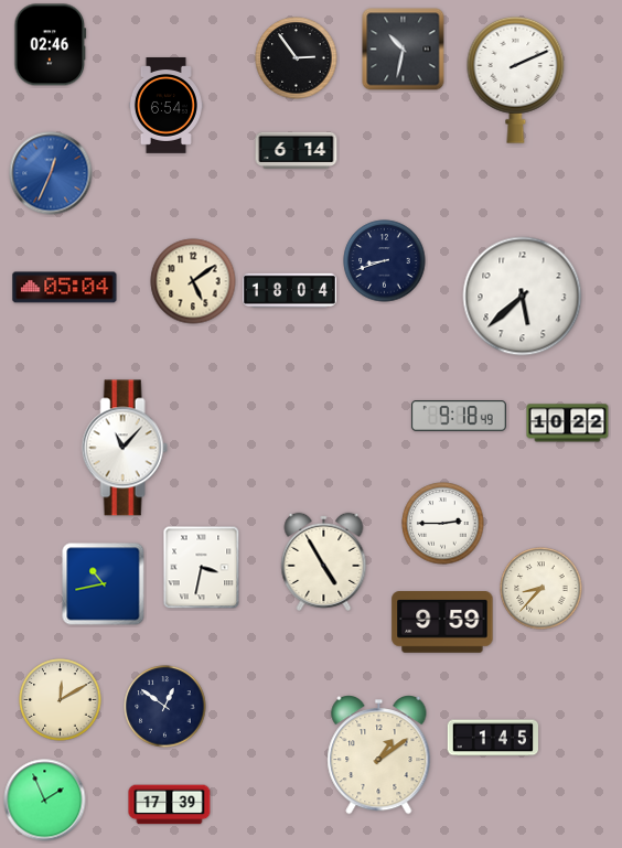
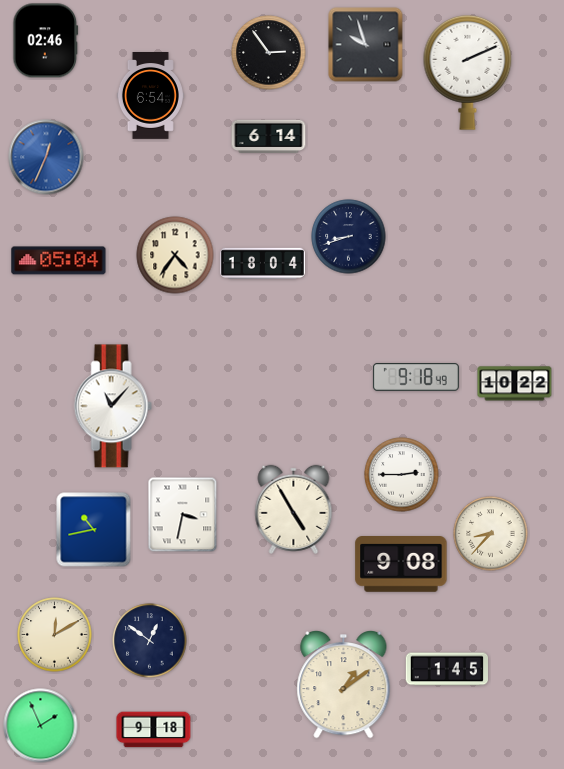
clock at (404, 50): 10:32 -> 9:57
clock at (193, 281): 5:09 -> 4:36
clock at (523, 297): 5:38 -> none
clock at (442, 623): 9:59 -> 9:08
clock at (170, 805): 17:39 -> 9:18
